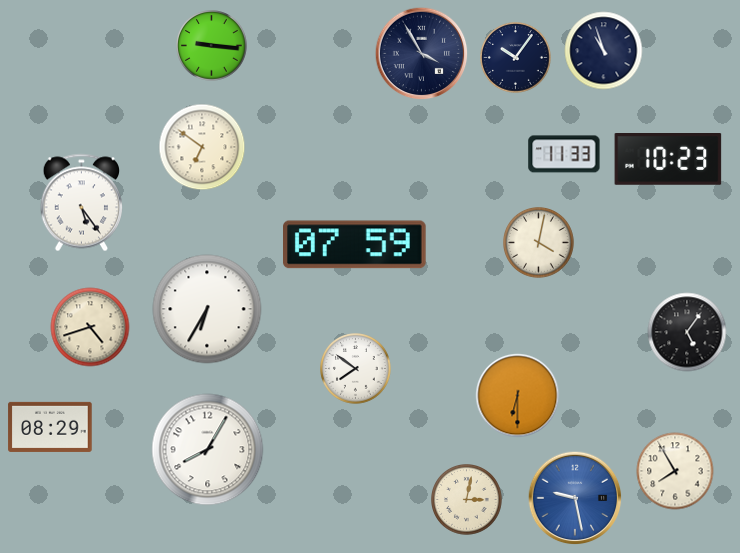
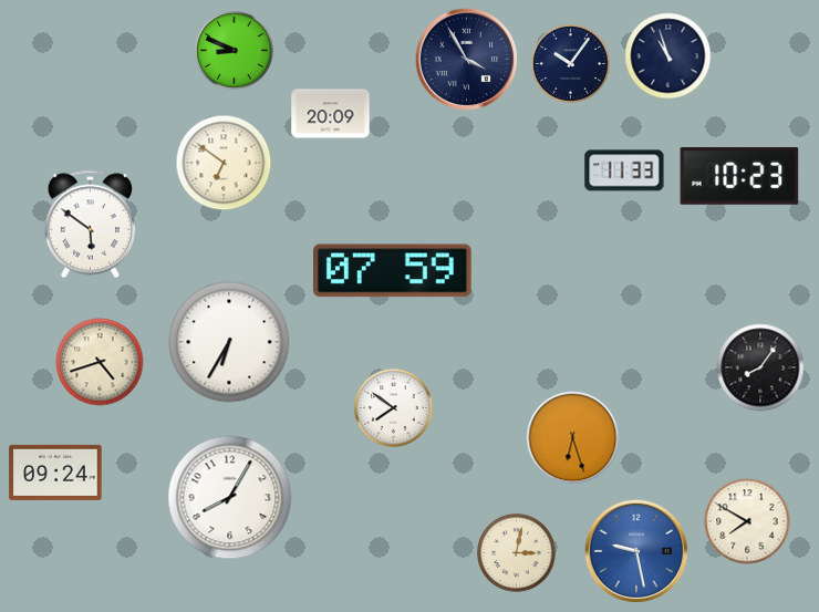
clock at (212, 46): 9:16 -> 8:49
clock at (331, 114): none -> 20:09
clock at (81, 203): 5:24 -> 5:51
clock at (539, 243): 4:02 -> none
clock at (687, 332): 5:06 -> 8:06
clock at (518, 396): 6:30 -> 6:27
clock at (50, 427): 08:29 -> 09:24
clock at (675, 471): 7:55 -> 7:50
